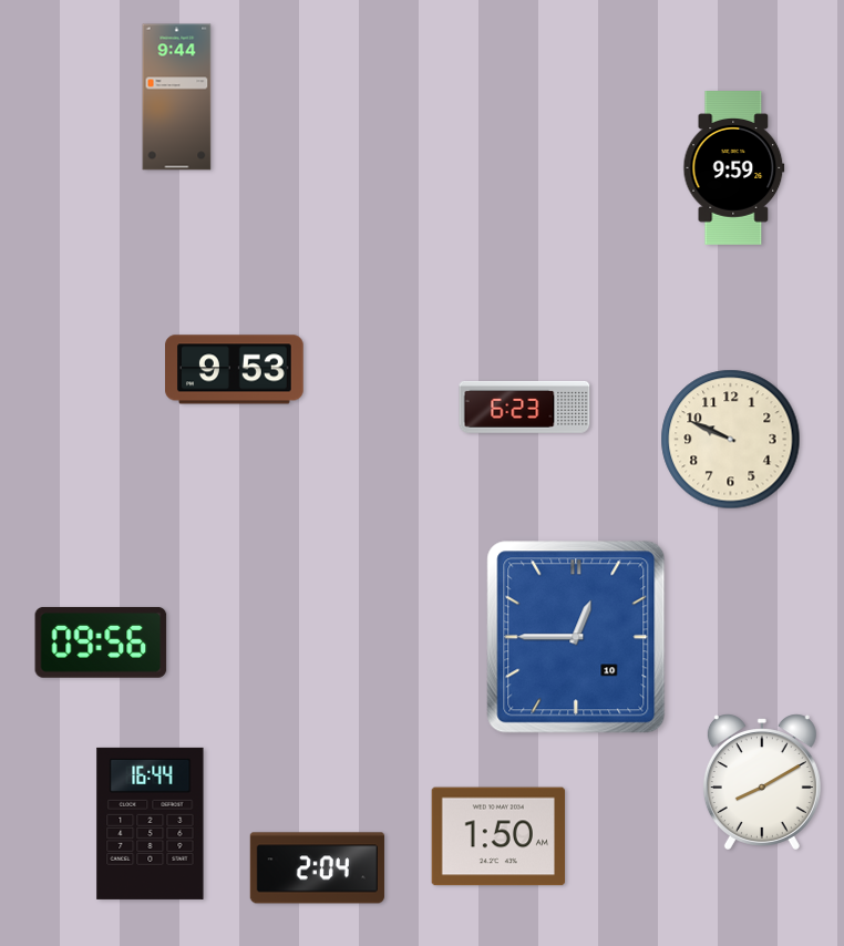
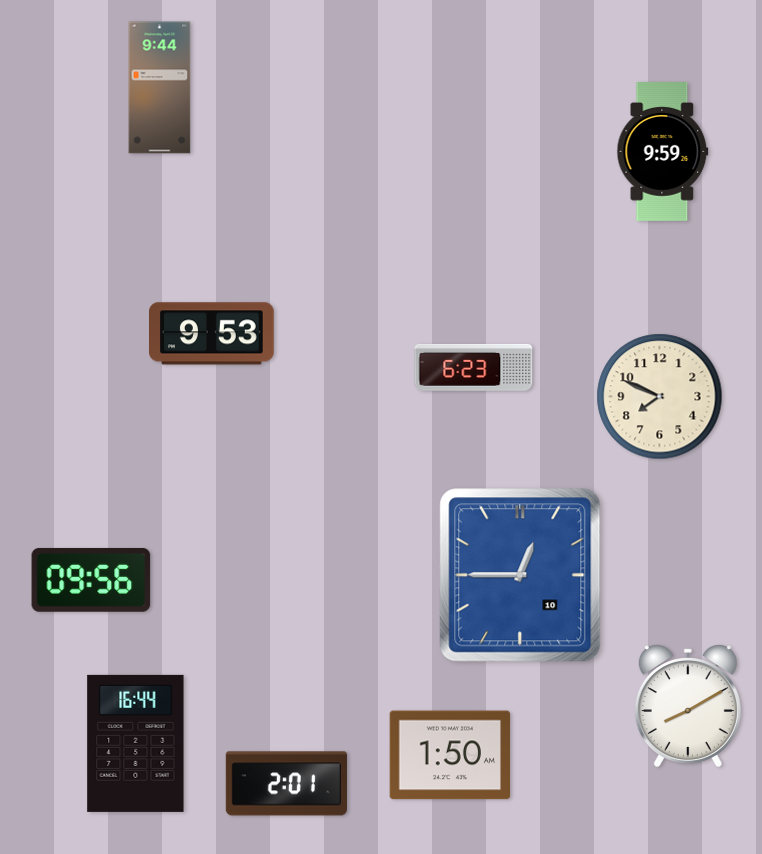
clock at (731, 440): 9:49 -> 7:49
clock at (317, 868): 2:04 -> 2:01
